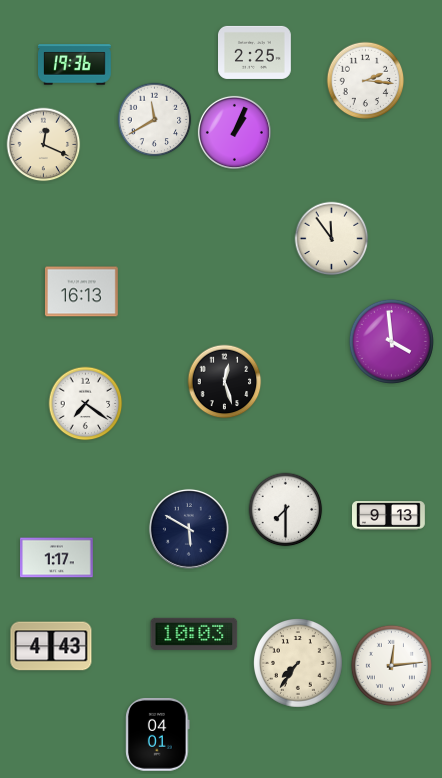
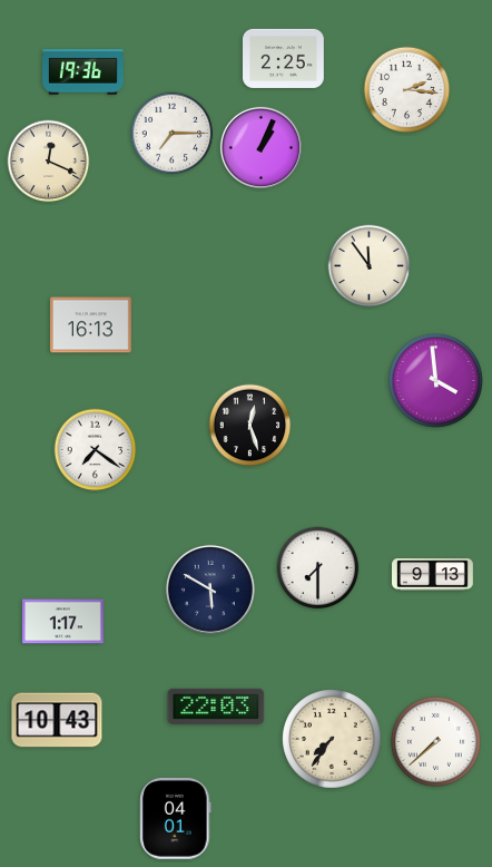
clock at (155, 120): 11:40 -> 7:15
clock at (194, 634): 10:03 -> 22:03
clock at (51, 646): 4:43 -> 10:43
clock at (391, 665): 12:14 -> 7:38
